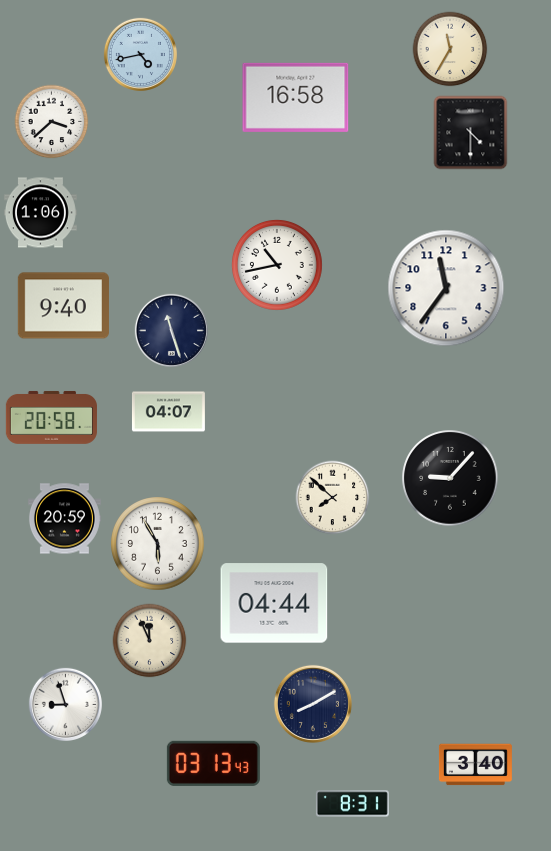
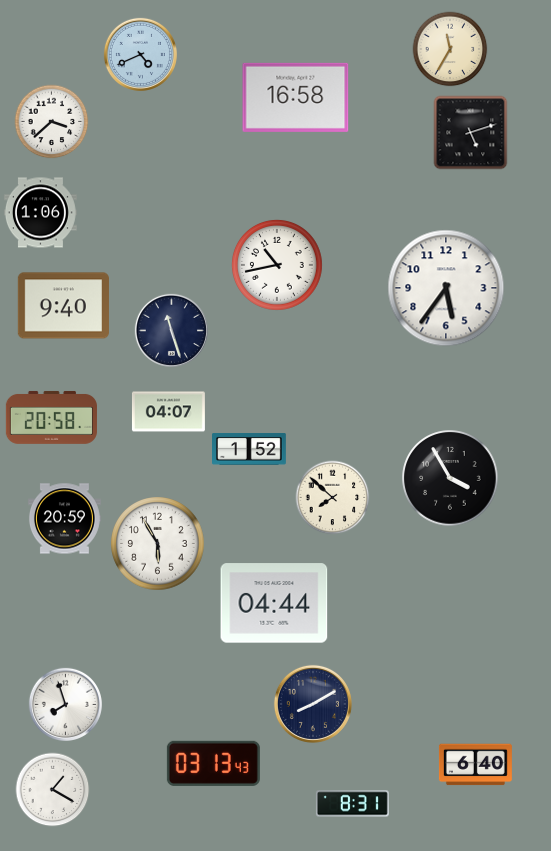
clock at (140, 54): 4:43 -> 4:41
clock at (471, 133): 4:30 -> 5:12
clock at (446, 288): 11:36 -> 5:36
clock at (250, 450): none -> 1:52
clock at (450, 478): 9:07 -> 3:55
clock at (150, 641): 11:56 -> none
clock at (65, 704): 8:57 -> 7:57
clock at (475, 765): 3:40 -> 6:40
clock at (53, 790): none -> 1:20
